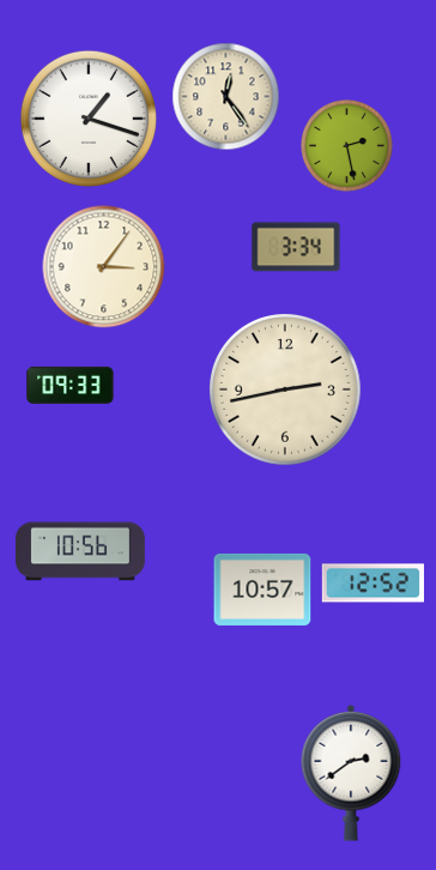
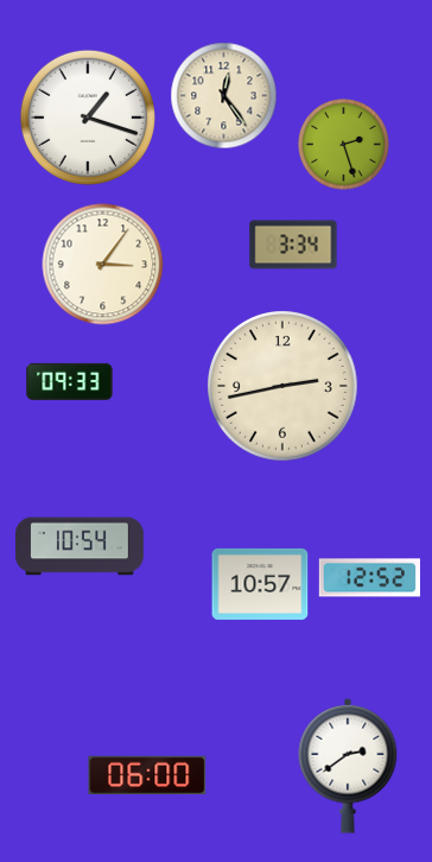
clock at (347, 146): 2:28 -> 2:27
clock at (81, 551): 10:56 -> 10:54
clock at (147, 774): none -> 06:00
